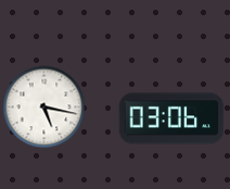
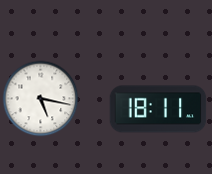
clock at (171, 118): 03:06 -> 18:11
